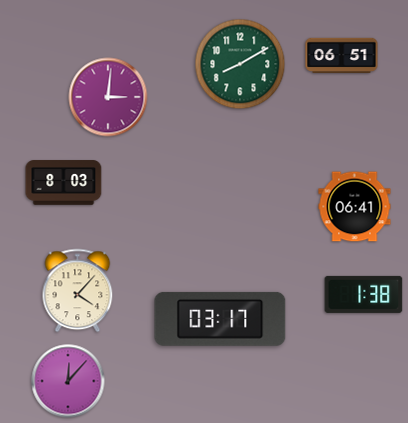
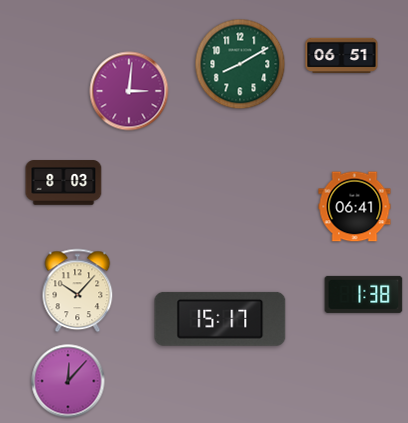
clock at (108, 97) position: (108, 97) -> (129, 91)
clock at (78, 291): 4:07 -> 10:07
clock at (220, 319): 03:17 -> 15:17
